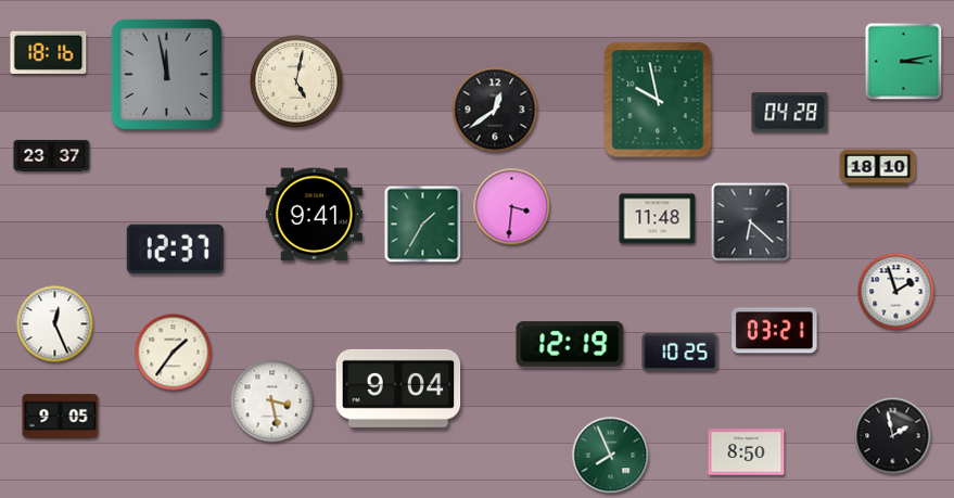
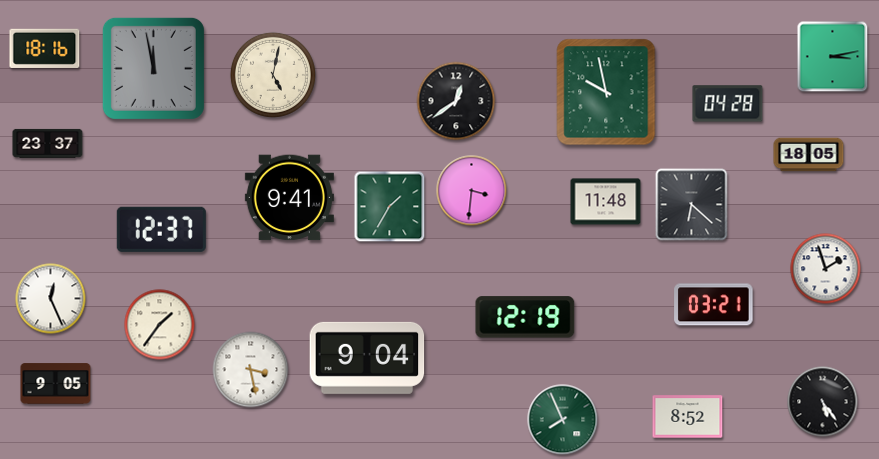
clock at (878, 168): 18:10 -> 18:05
clock at (680, 352): 10:25 -> none
clock at (893, 436): 1:58 -> 5:24
clock at (747, 452): 8:50 -> 8:52
